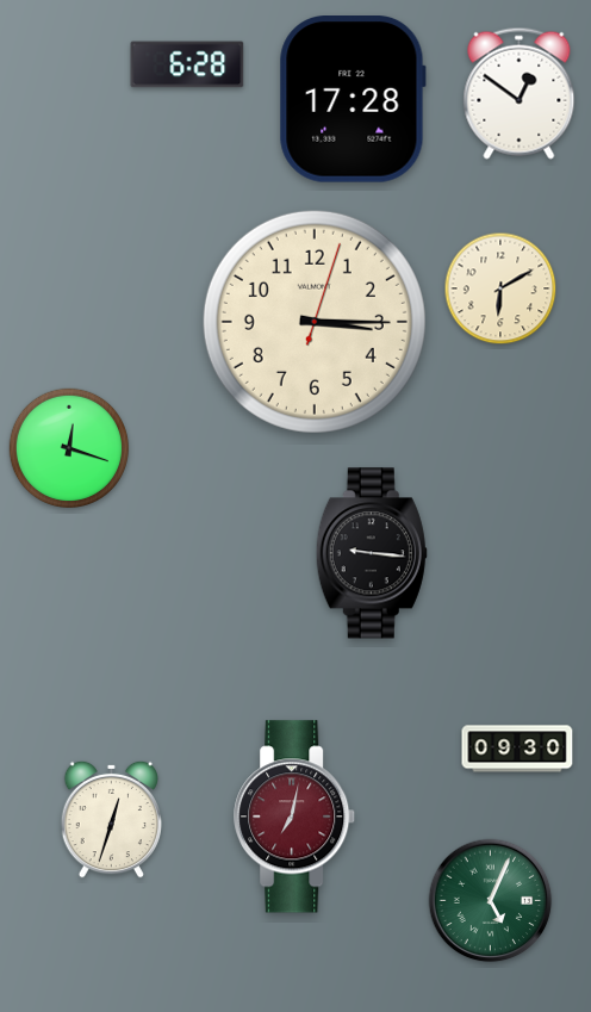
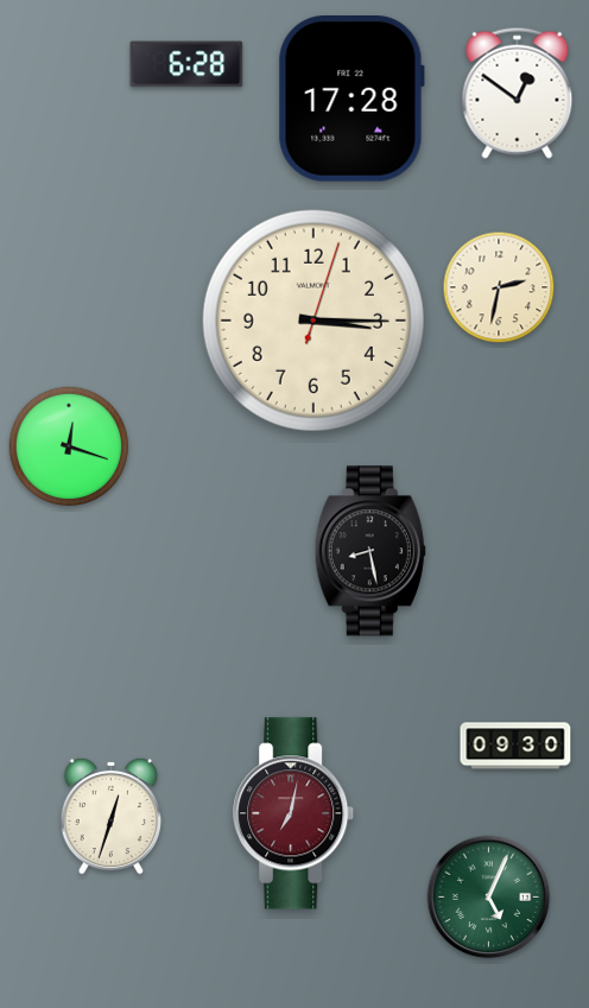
clock at (500, 288): 6:10 -> 2:32
clock at (372, 553): 9:16 -> 8:28
